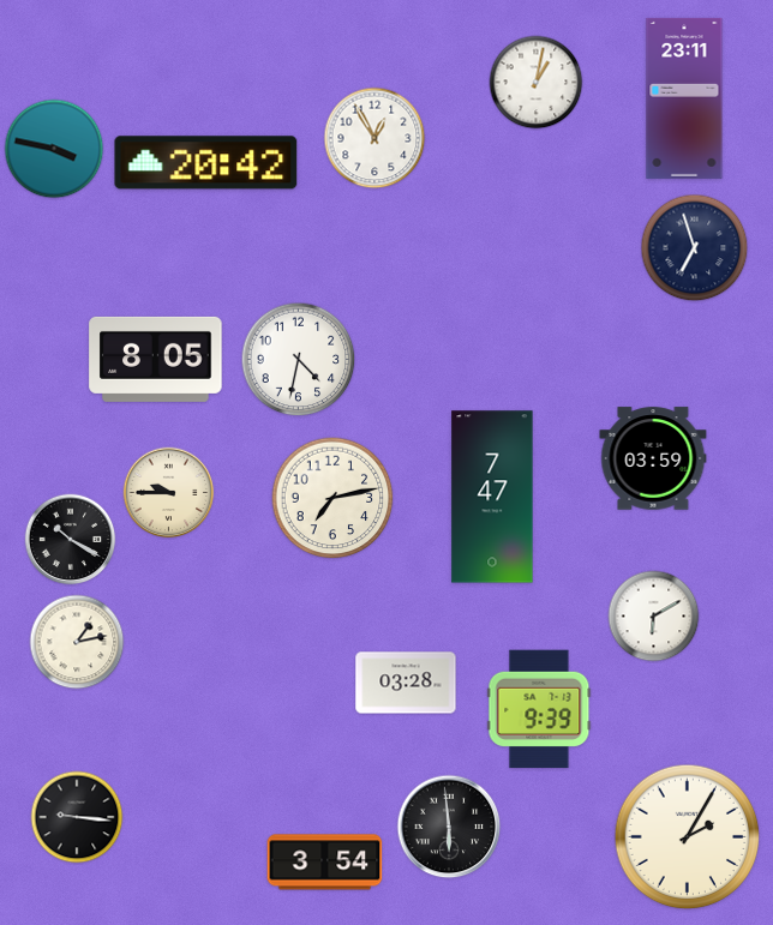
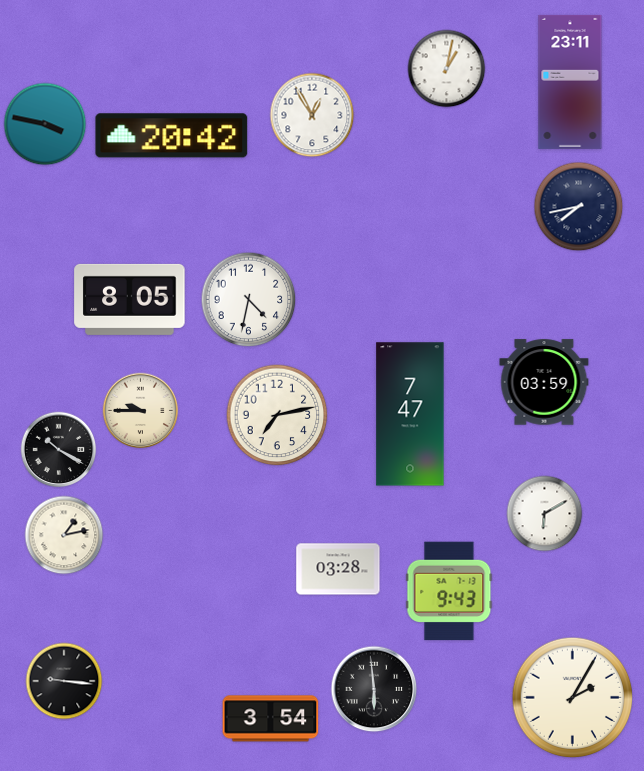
clock at (695, 248): 6:57 -> 7:43
clock at (539, 709): 9:39 -> 9:43
